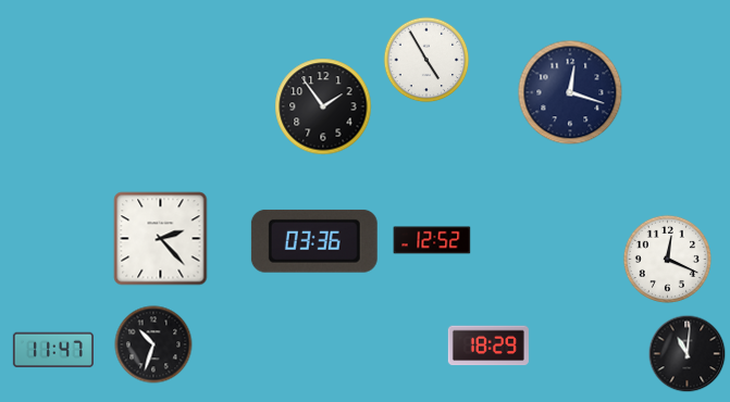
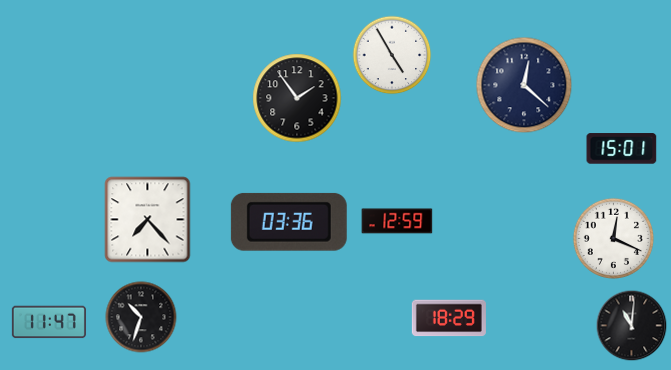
clock at (570, 92): 12:18 -> 12:22
clock at (622, 149): none -> 15:01
clock at (161, 239): 2:23 -> 7:23
clock at (432, 240): 12:52 -> 12:59
